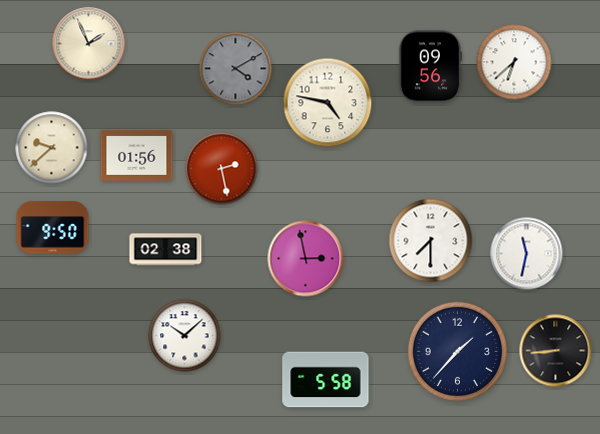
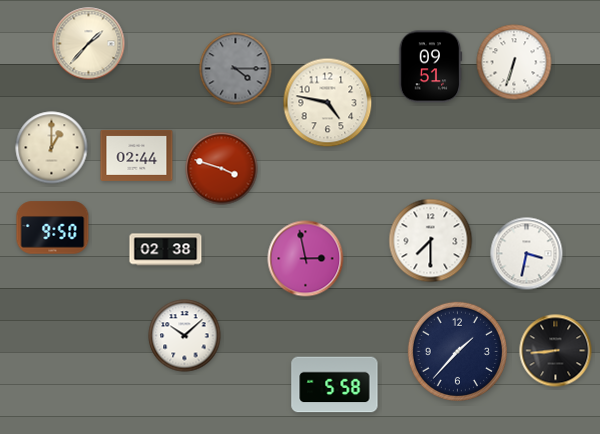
clock at (89, 44): 1:56 -> 1:37
clock at (514, 62): 6:38 -> 6:33
clock at (430, 67): 09:56 -> 09:51
clock at (236, 69): 4:10 -> 4:15
clock at (52, 148): 9:38 -> 1:00
clock at (137, 155): 01:56 -> 02:44
clock at (222, 169): 2:28 -> 3:48
clock at (527, 254): 11:32 -> 3:32
clock at (326, 380) position: (326, 380) -> (335, 385)
